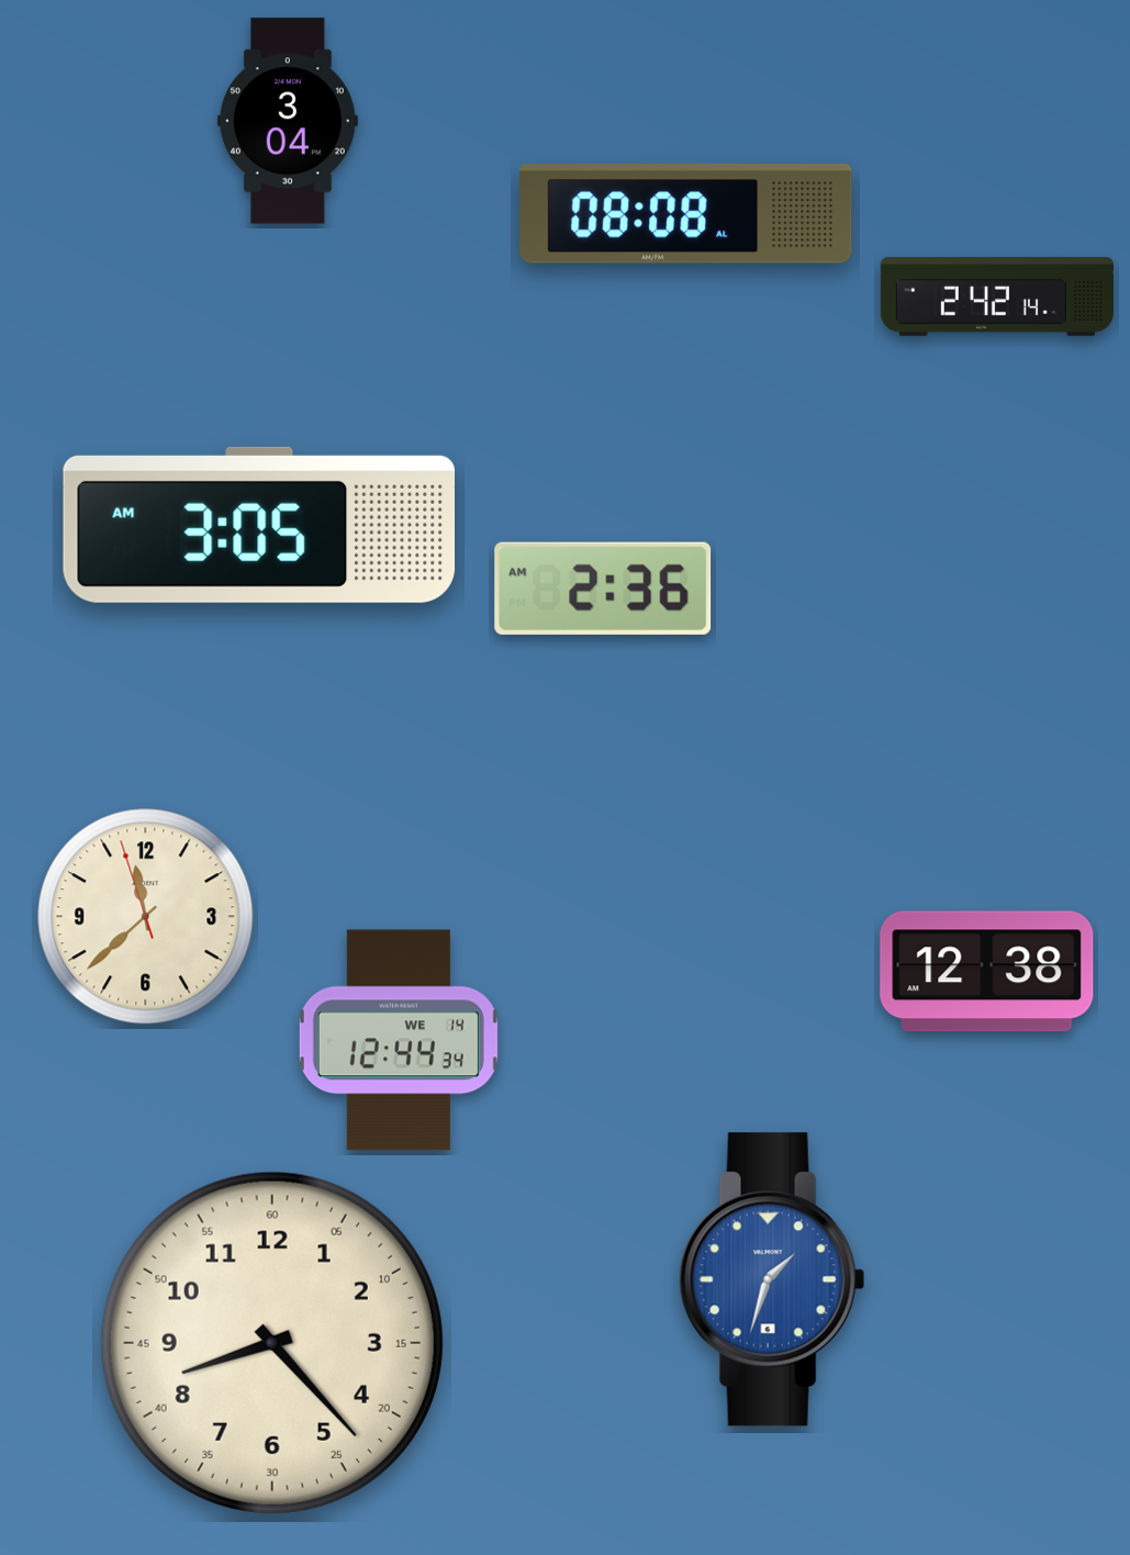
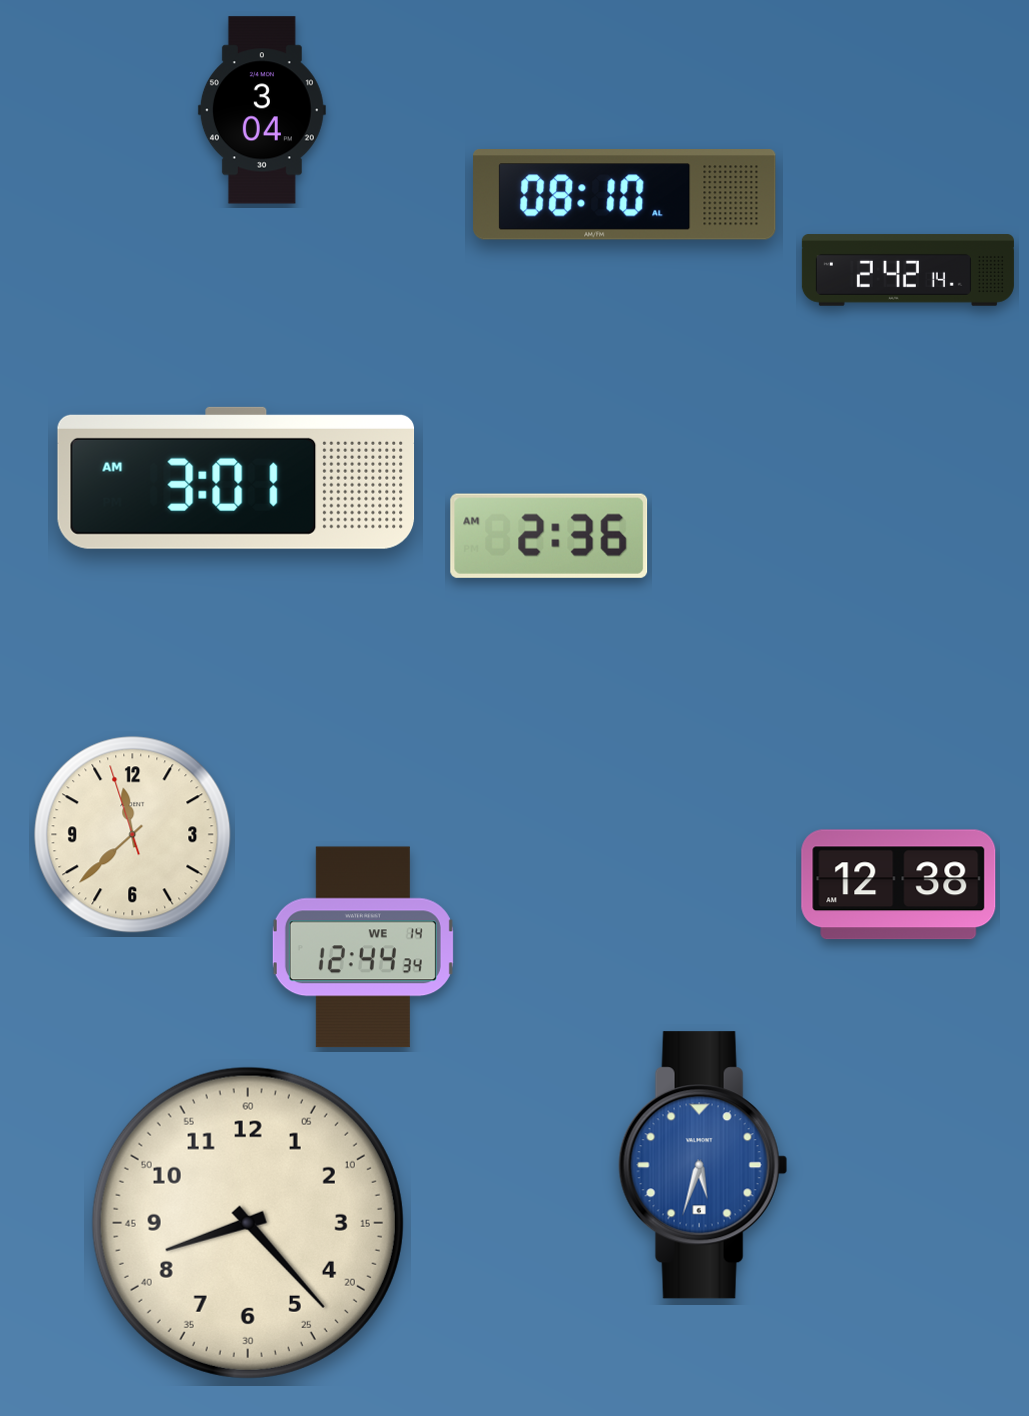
clock at (686, 214): 08:08 -> 08:10
clock at (259, 525): 3:05 -> 3:01
clock at (772, 1279): 1:33 -> 5:33
